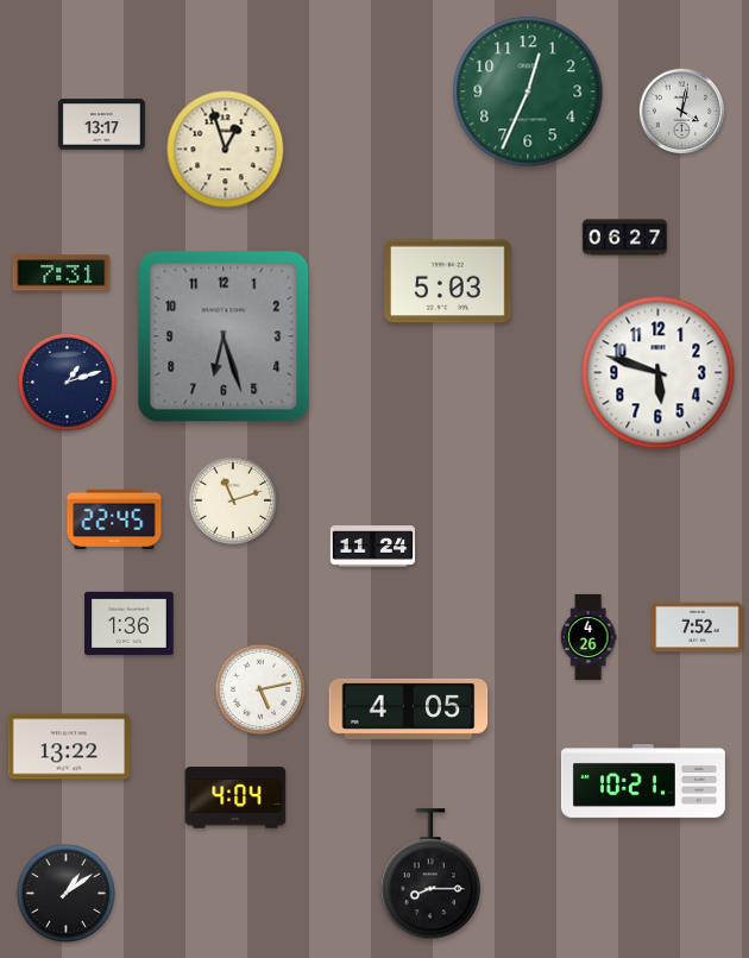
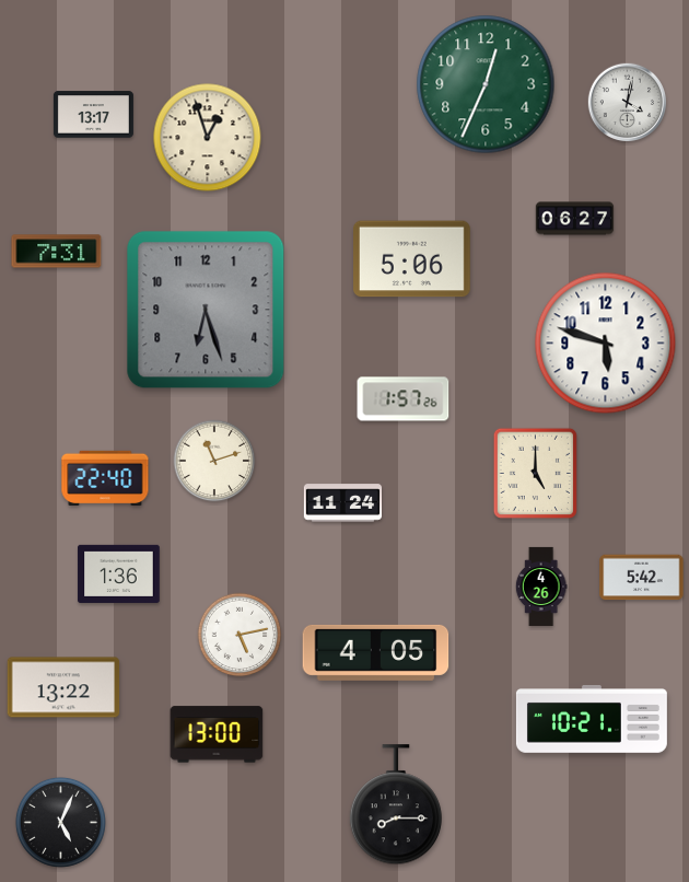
clock at (448, 282): 5:03 -> 5:06
clock at (67, 382): 1:12 -> none
clock at (404, 399): none -> 1:57
clock at (535, 473): none -> 5:00
clock at (114, 519): 22:45 -> 22:40
clock at (698, 628): 7:52 -> 5:42
clock at (235, 798): 4:04 -> 13:00
clock at (65, 893): 1:09 -> 5:04
